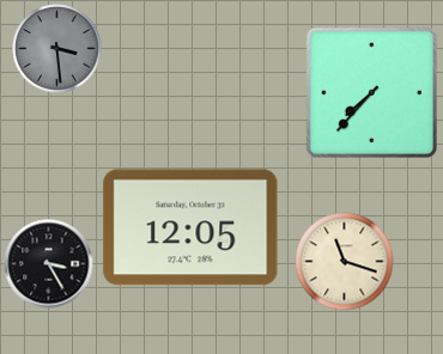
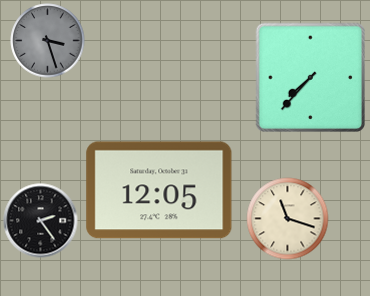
clock at (57, 49): 3:29 -> 3:27
clock at (49, 264): 3:25 -> 2:24
